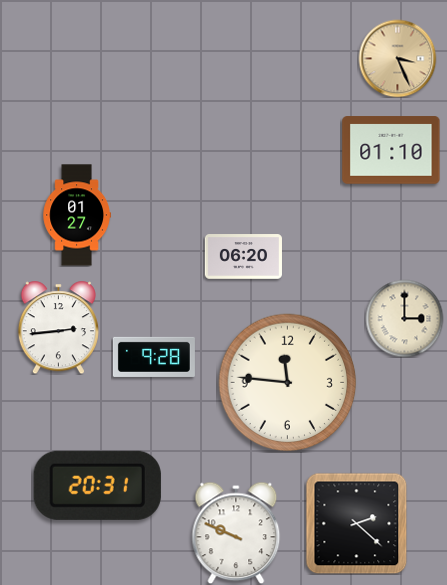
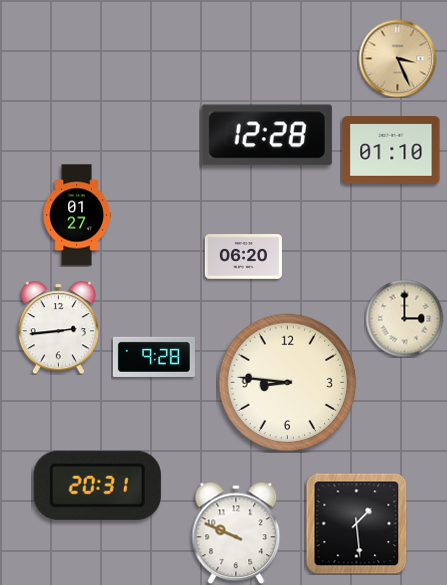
clock at (267, 135): none -> 12:28
clock at (288, 383): 11:46 -> 8:46
clock at (356, 523): 2:22 -> 1:29
